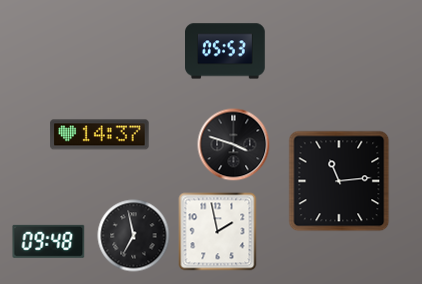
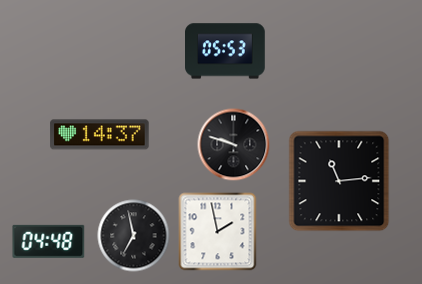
clock at (234, 145): 3:48 -> 9:48
clock at (49, 241): 09:48 -> 04:48
